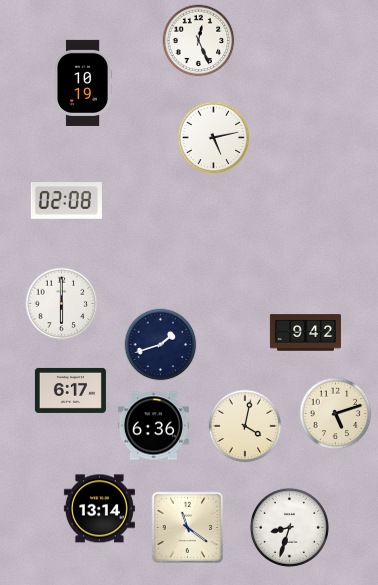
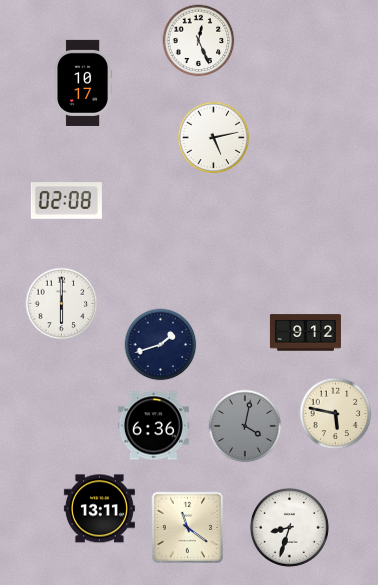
clock at (83, 83): 10:19 -> 10:17
clock at (305, 333): 9:42 -> 9:12
clock at (70, 390): 6:17 -> none
clock at (336, 414): 5:12 -> 5:47
clock at (245, 426) dial: cream -> grey
clock at (99, 509): 13:14 -> 13:11
